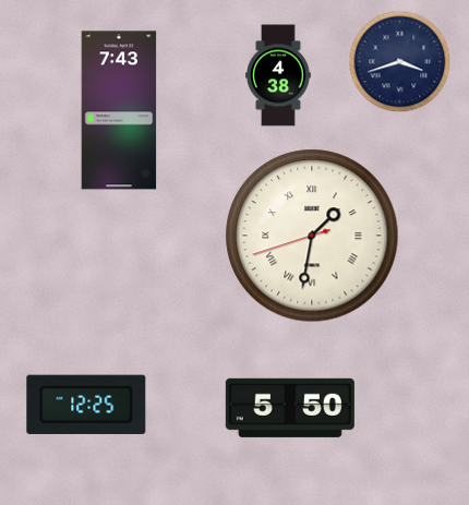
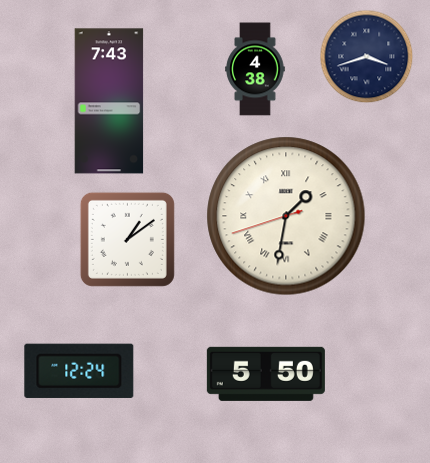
clock at (127, 239): none -> 1:09
clock at (86, 405): 12:25 -> 12:24
